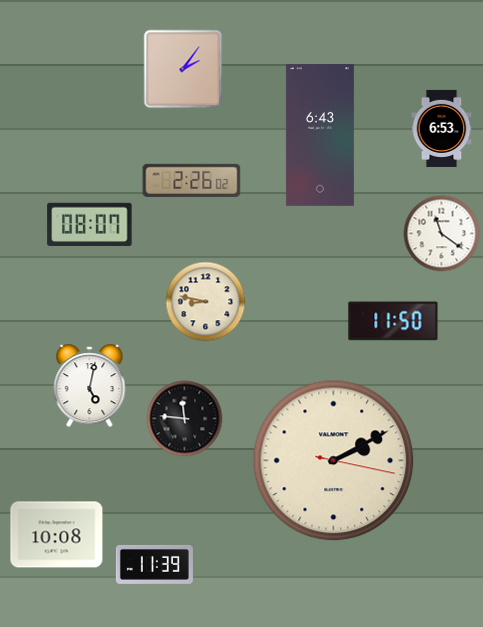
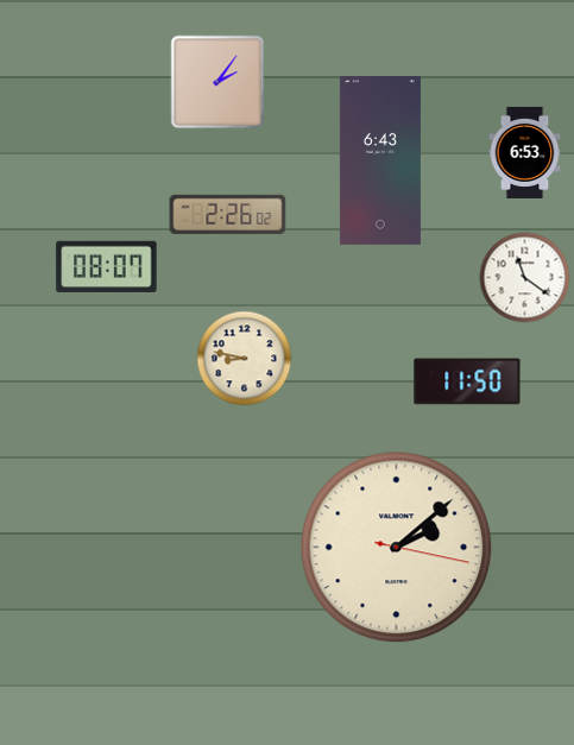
clock at (90, 386): 5:02 -> none
clock at (185, 419): 11:46 -> none
clock at (334, 461): 2:10 -> 2:08
clock at (57, 535): 10:08 -> none
clock at (154, 564): 11:39 -> none
